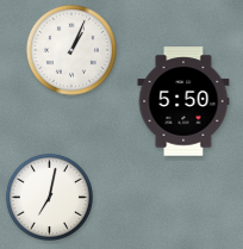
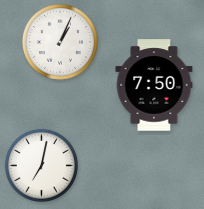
clock at (183, 101): 5:50 -> 7:50
